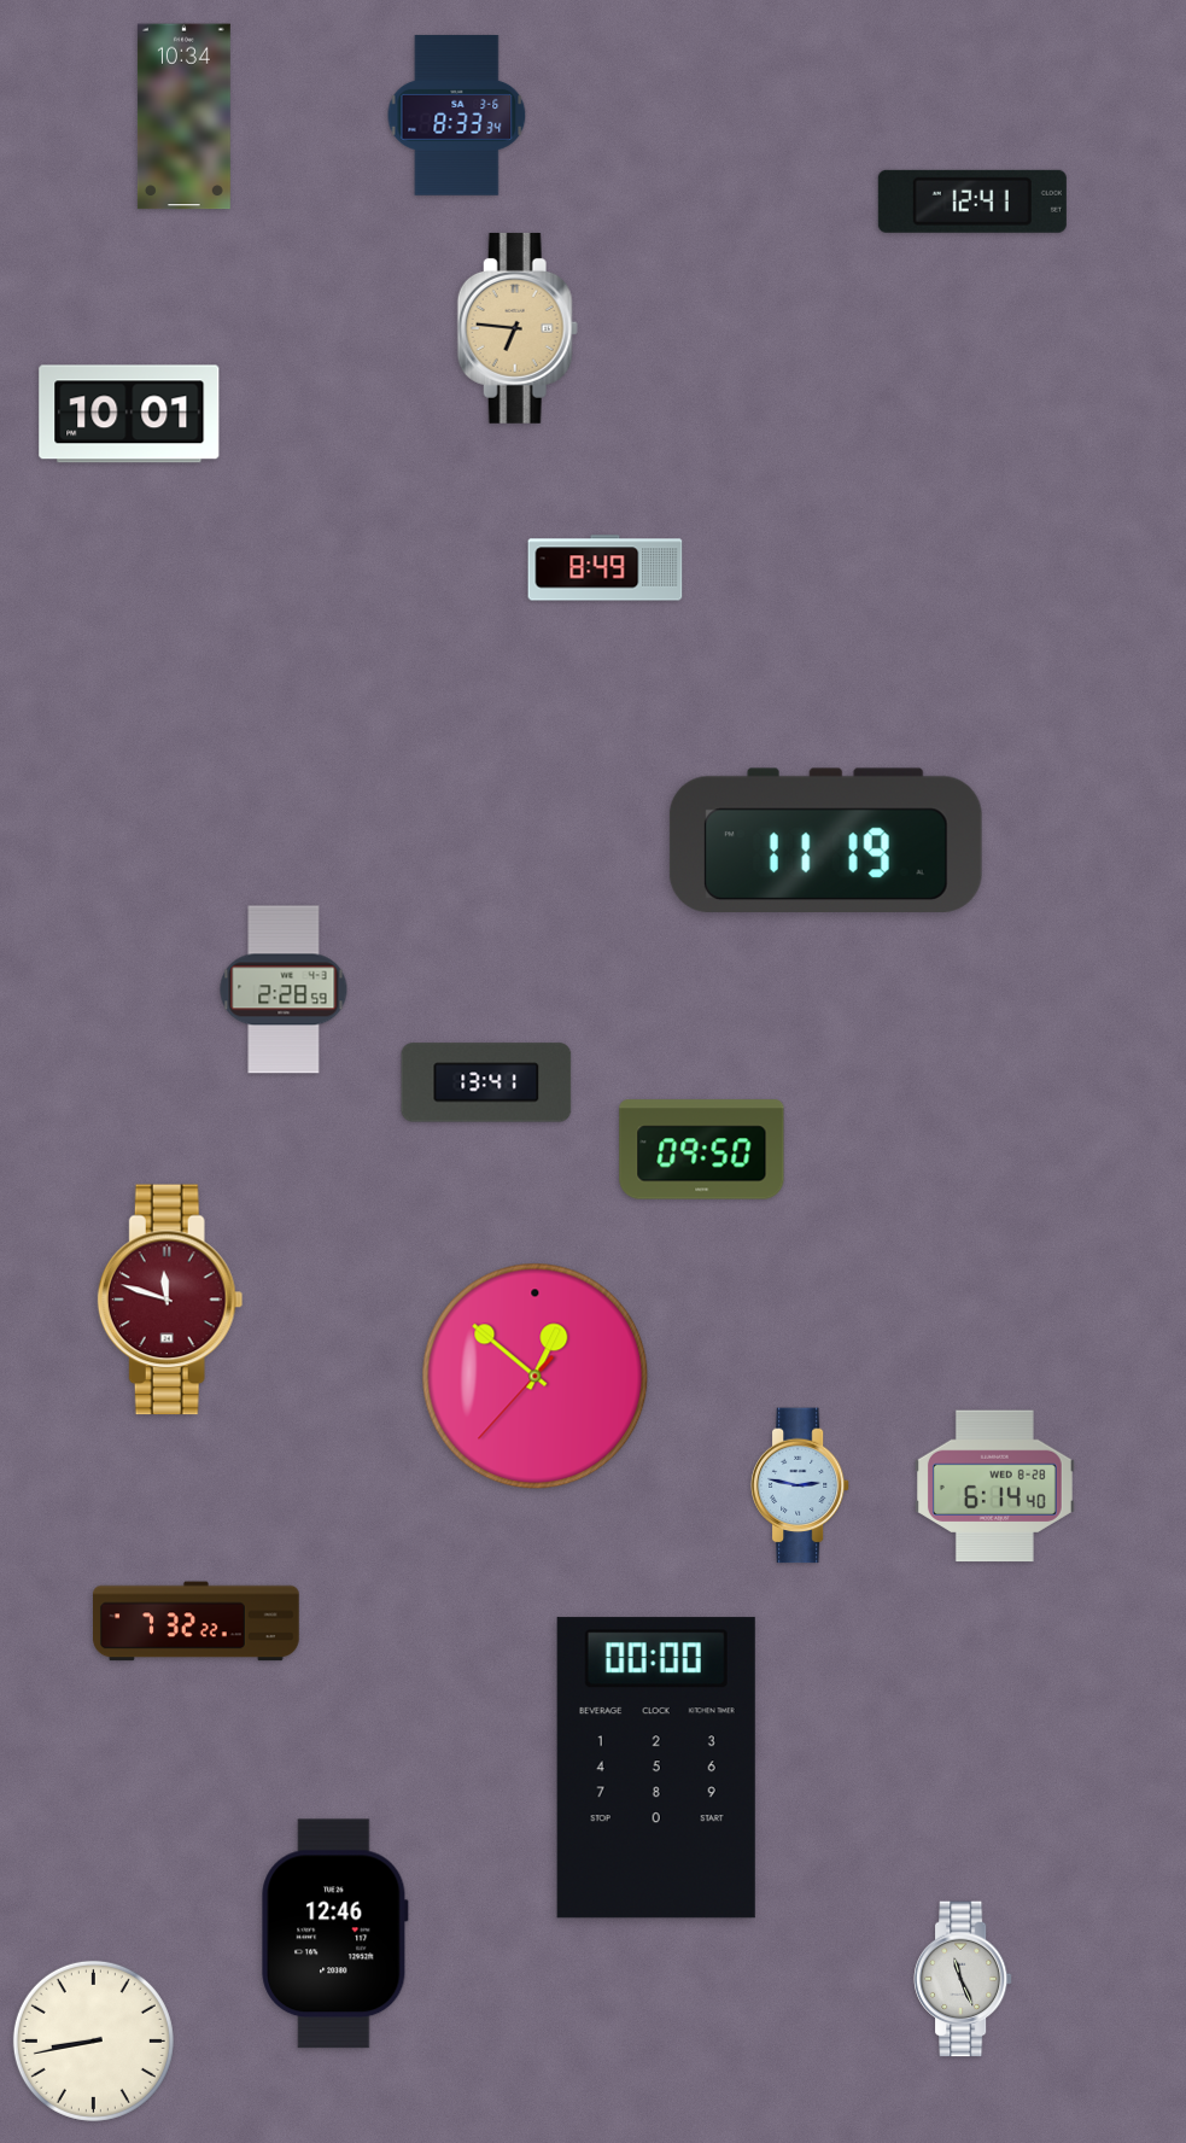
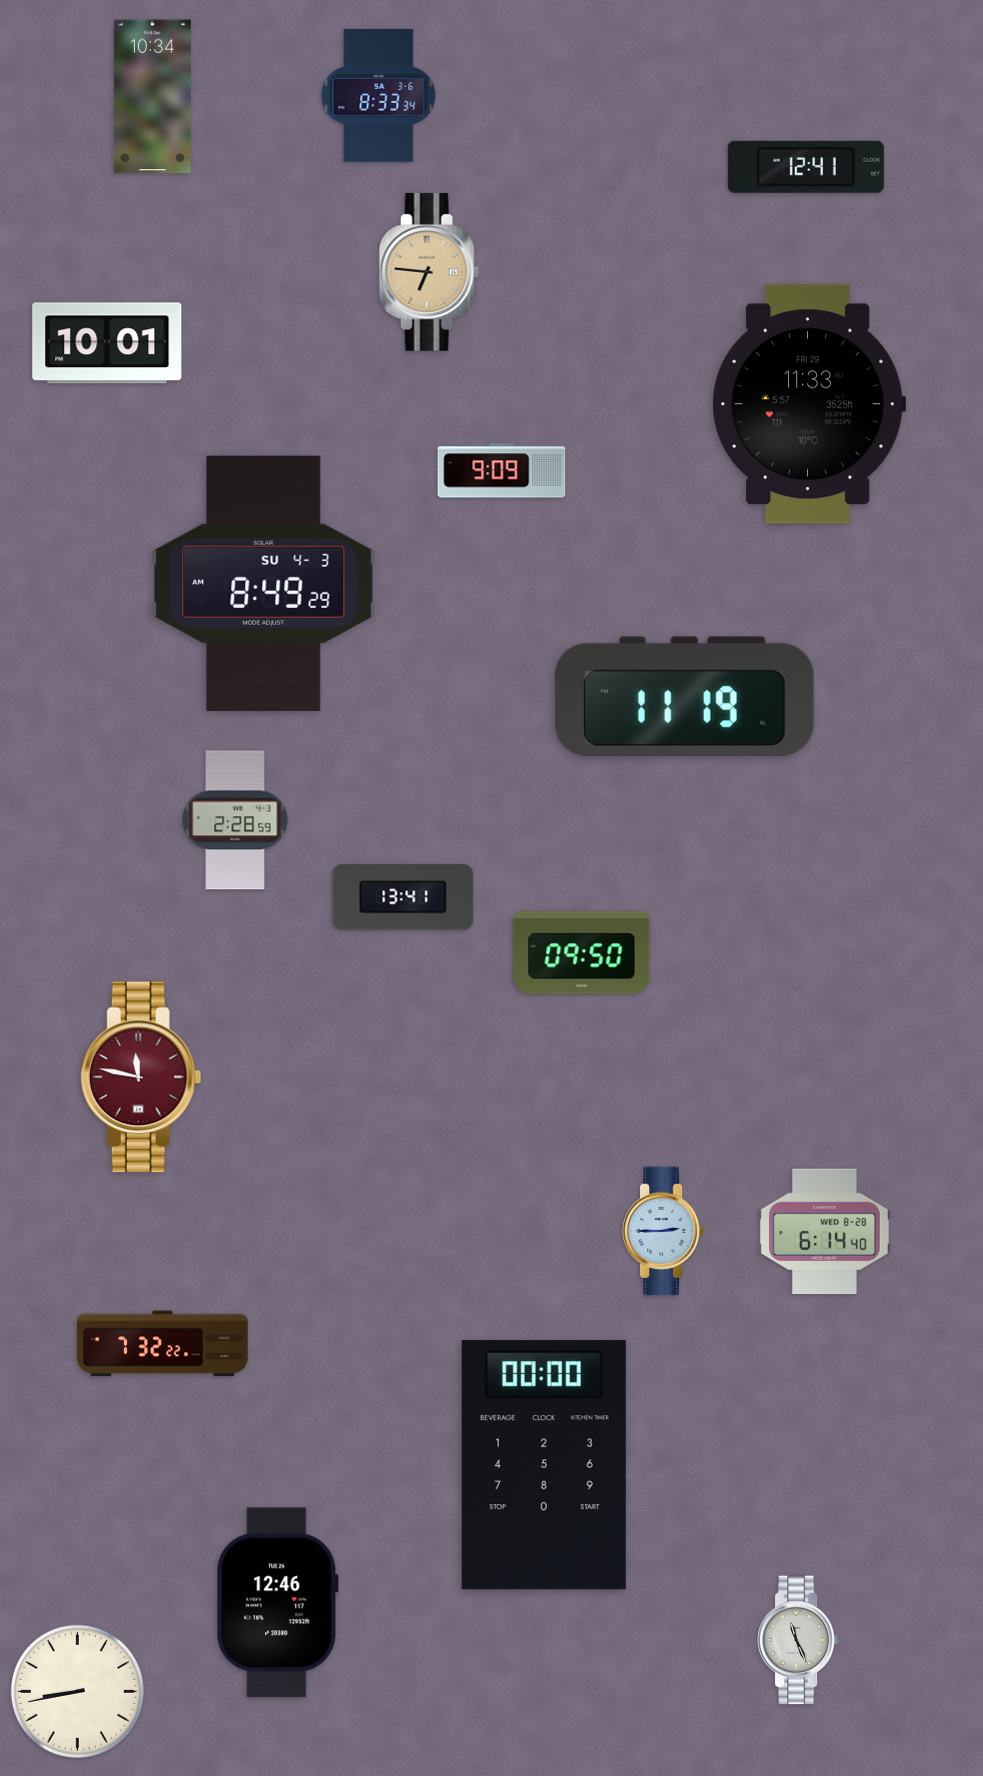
clock at (808, 404): none -> 11:33
clock at (606, 568): 8:49 -> 9:09
clock at (264, 583): none -> 8:49
clock at (170, 1300): 11:48 -> 11:47
clock at (536, 1377): 12:51 -> none
clock at (800, 1485): 2:47 -> 2:45
